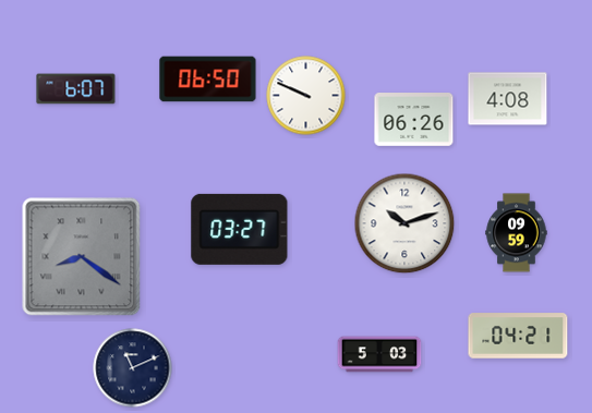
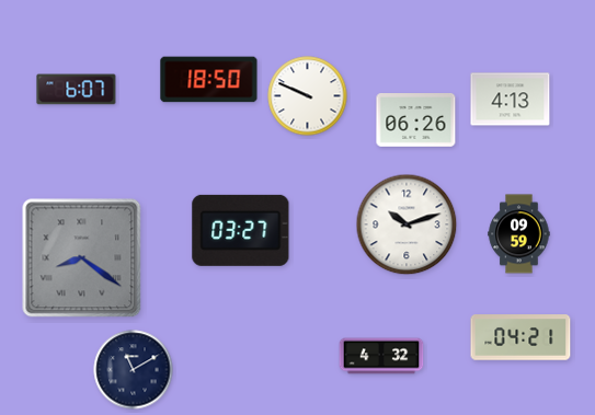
clock at (208, 80): 06:50 -> 18:50
clock at (508, 99): 4:08 -> 4:13
clock at (379, 354): 5:03 -> 4:32
clock at (133, 368): 11:11 -> 11:10
